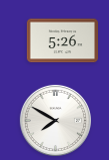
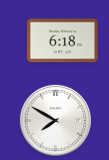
clock at (62, 41): 5:26 -> 6:18
